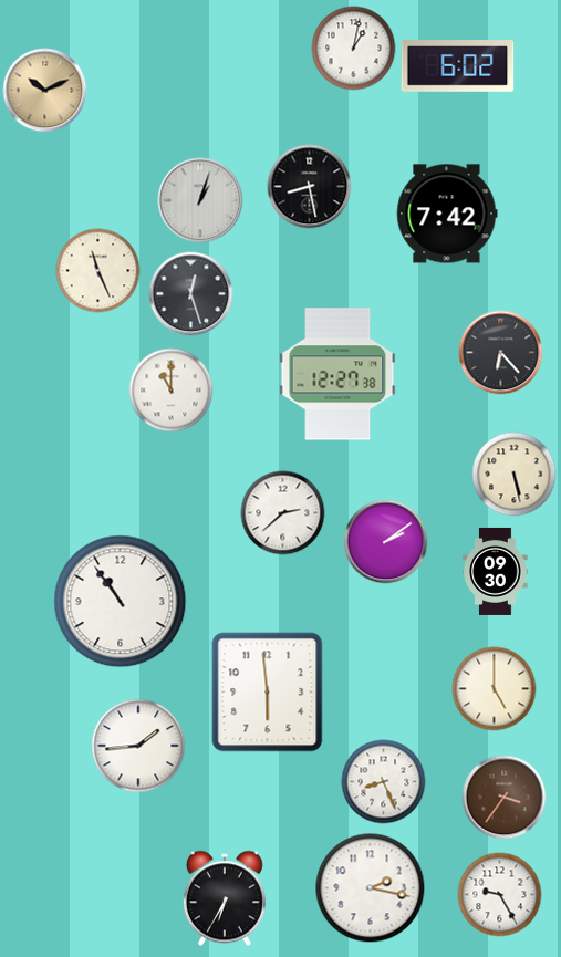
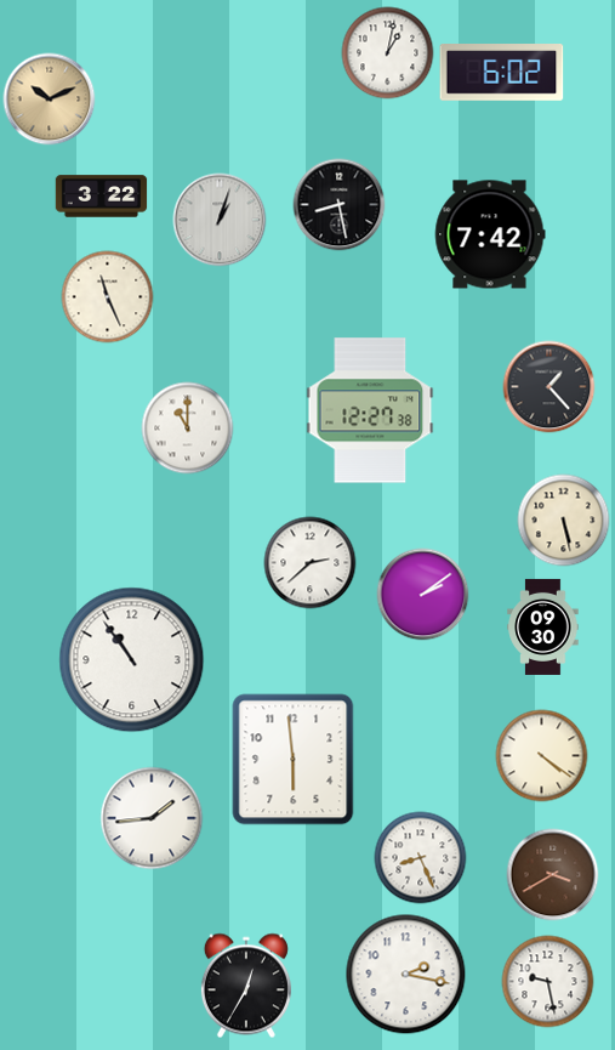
clock at (102, 197): none -> 3:22
clock at (191, 294): 12:27 -> none
clock at (501, 353): 6:23 -> 1:23
clock at (495, 689): 5:00 -> 4:21
clock at (505, 798): 3:36 -> 3:40
clock at (500, 895): 9:25 -> 9:28
clock at (225, 898): 6:35 -> 12:35
